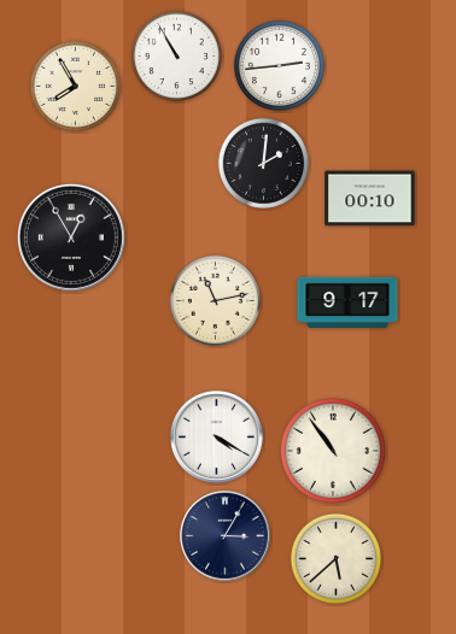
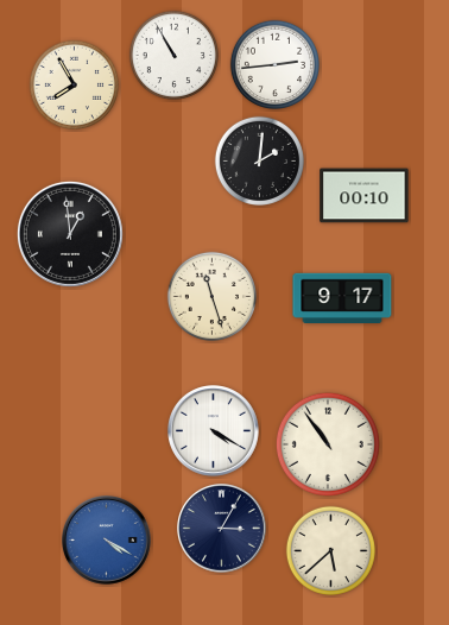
clock at (71, 237): 12:55 -> 12:59
clock at (215, 300): 11:13 -> 11:27
clock at (107, 541): none -> 4:20
